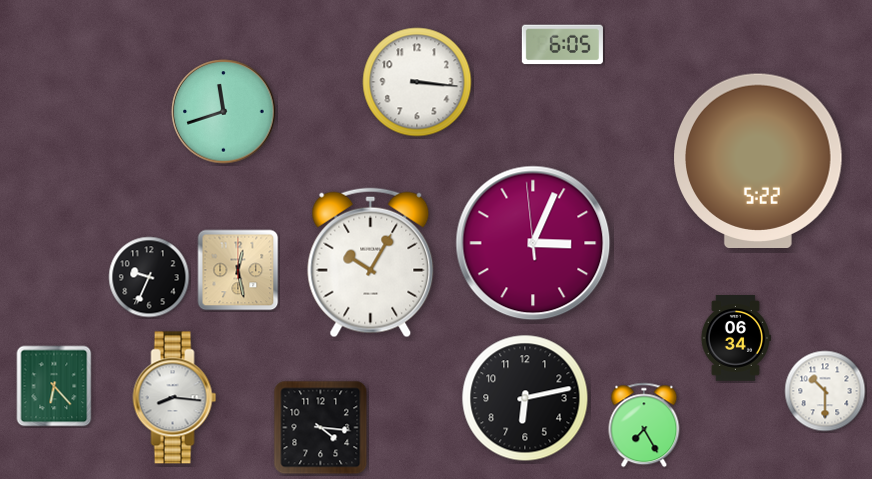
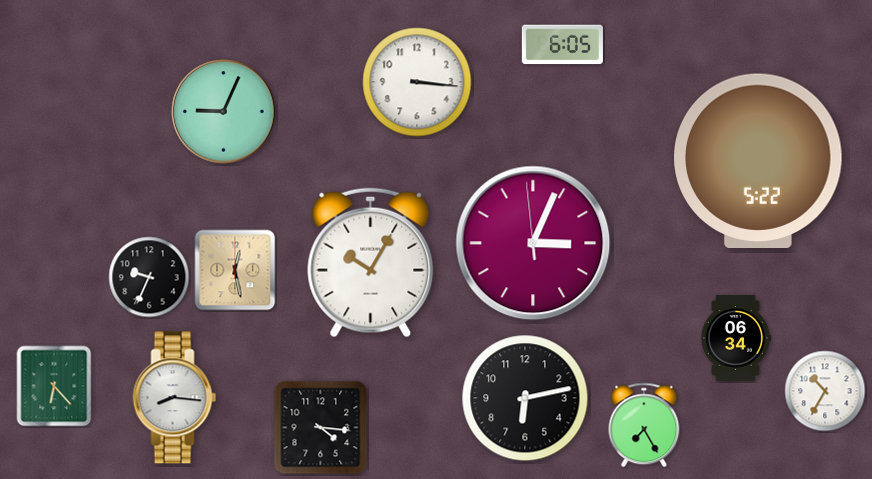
clock at (224, 112): 11:42 -> 9:04
clock at (238, 270) position: (238, 270) -> (235, 270)
clock at (825, 391): 10:30 -> 10:35
